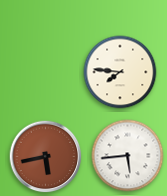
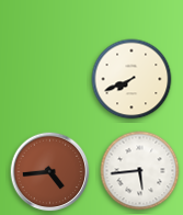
clock at (120, 72): 7:46 -> 7:41
clock at (46, 157): 5:43 -> 4:44
